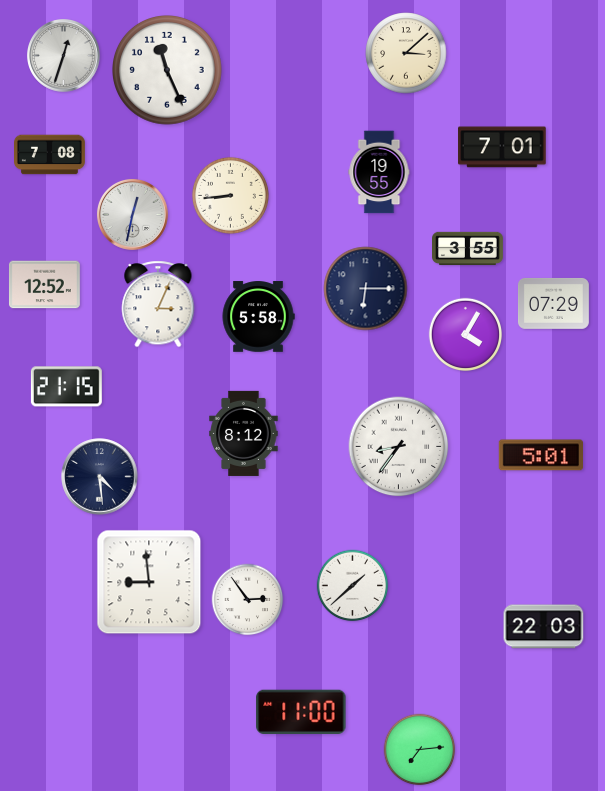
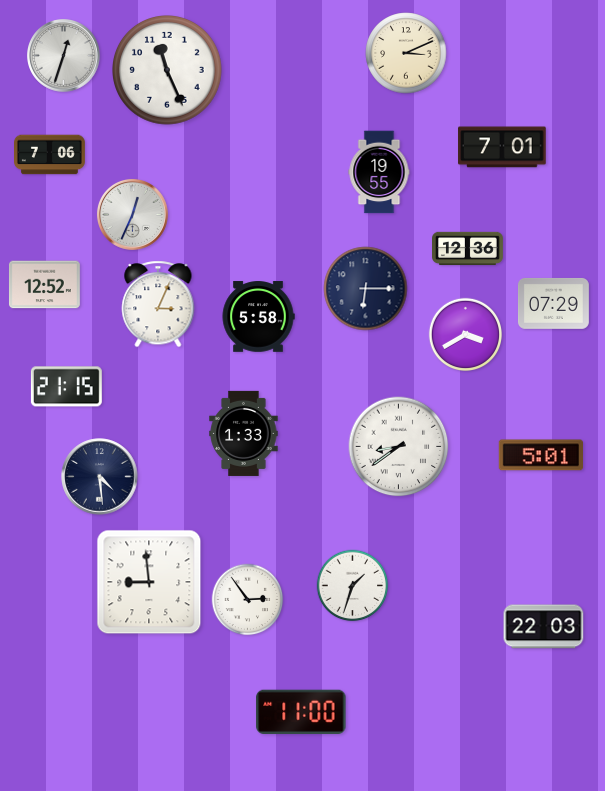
clock at (406, 53): 3:08 -> 3:11
clock at (50, 155): 7:08 -> 7:06
clock at (230, 195): 8:44 -> none
clock at (132, 214): 12:32 -> 12:34
clock at (468, 249): 3:55 -> 12:36
clock at (465, 334): 4:05 -> 3:40
clock at (244, 433): 8:12 -> 1:33
clock at (399, 447): 8:36 -> 8:39
clock at (353, 586): 1:38 -> 1:33
clock at (420, 750): 7:14 -> none
